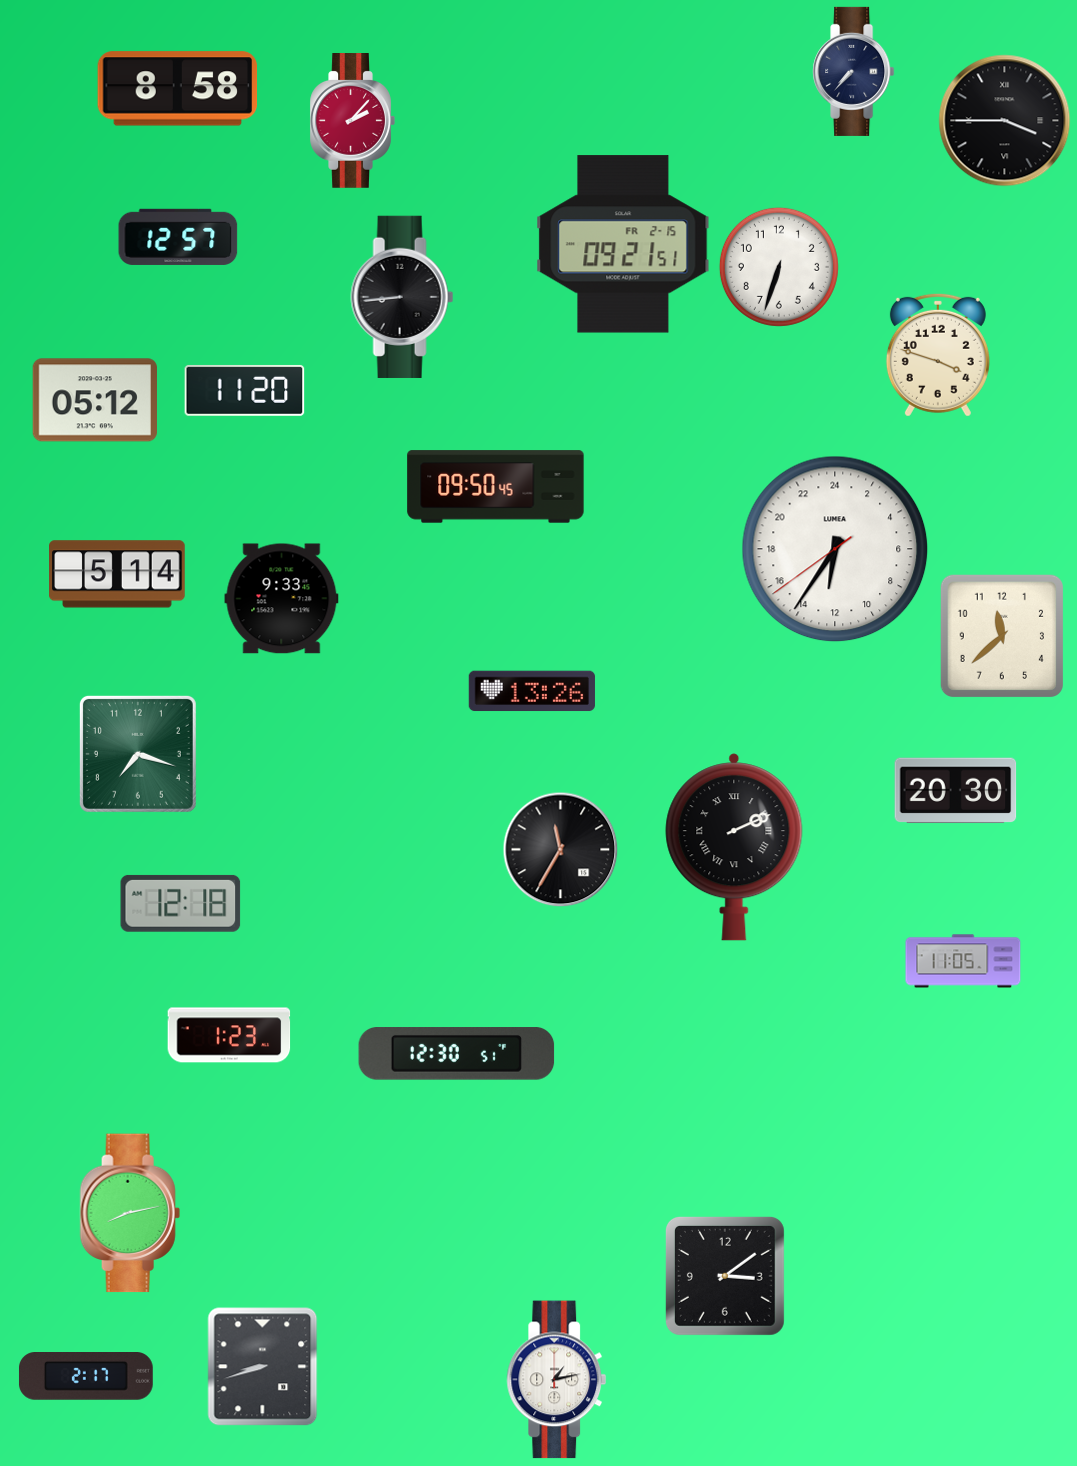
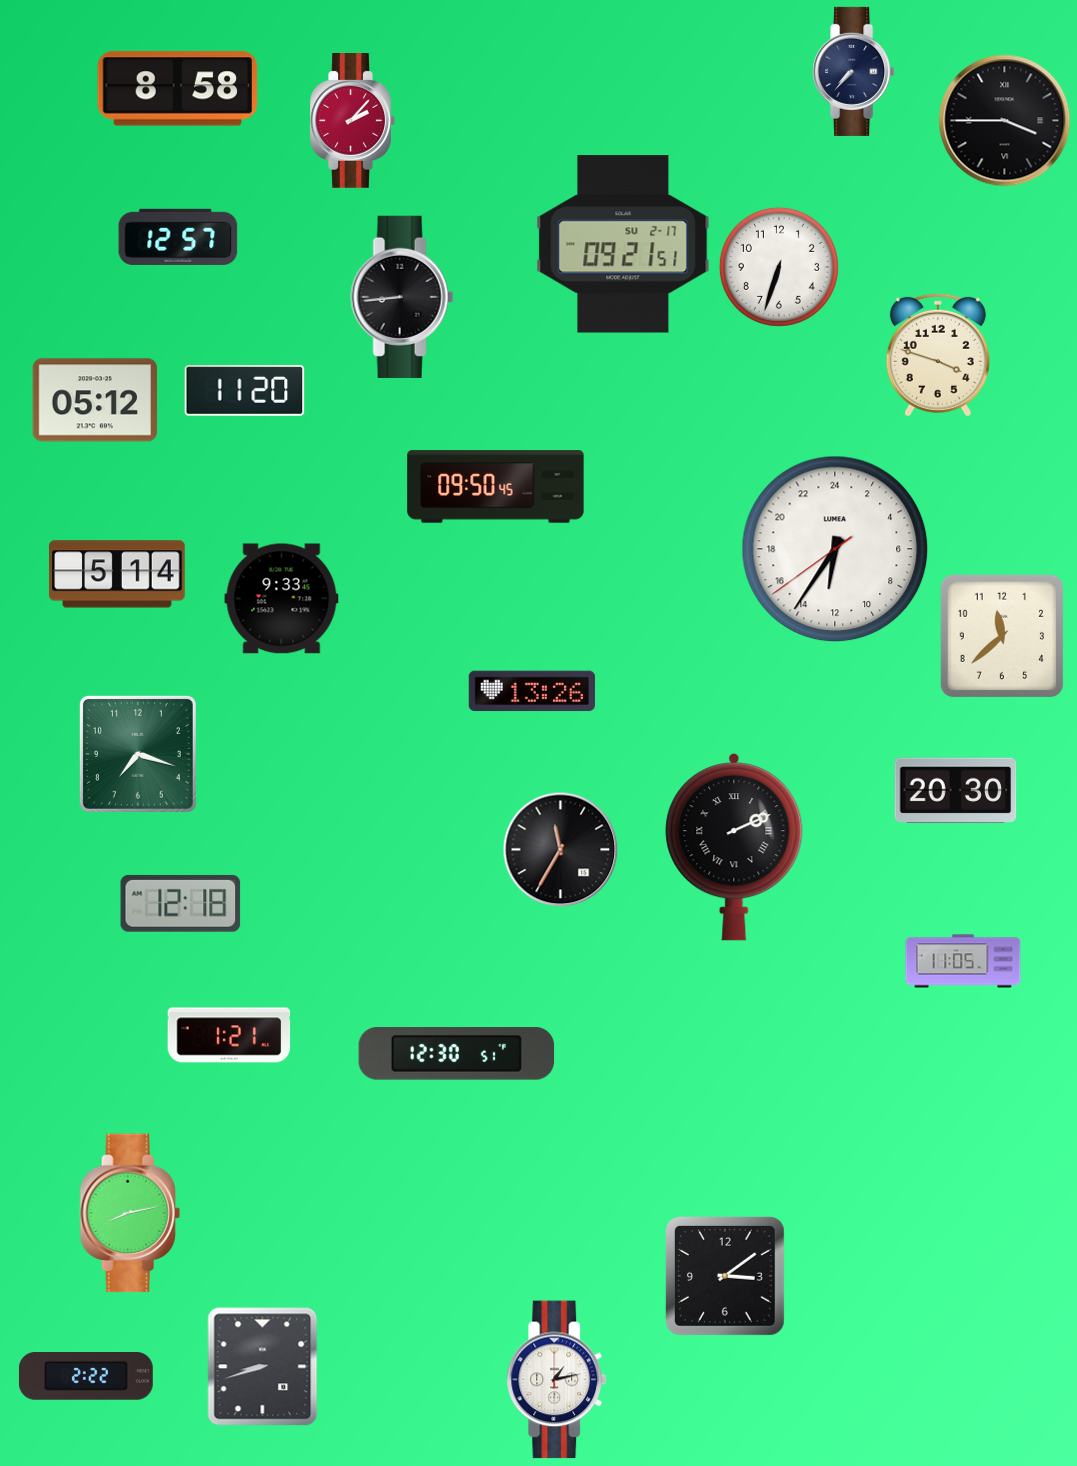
clock at (623, 244) date: FR 2-15 -> SU 2-17
clock at (229, 1035): 1:23 -> 1:21
clock at (86, 1377): 2:17 -> 2:22
